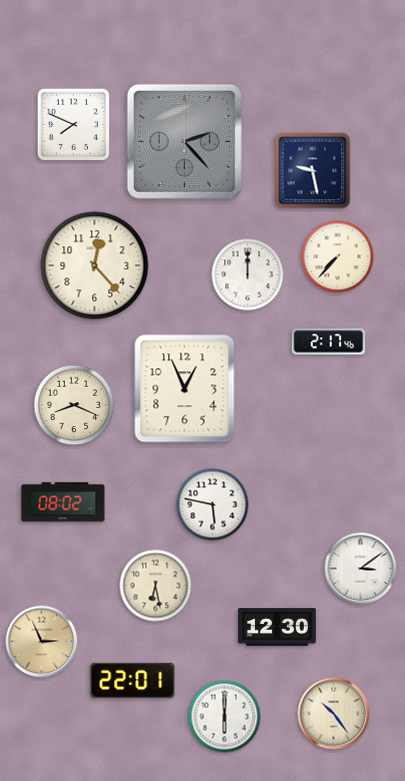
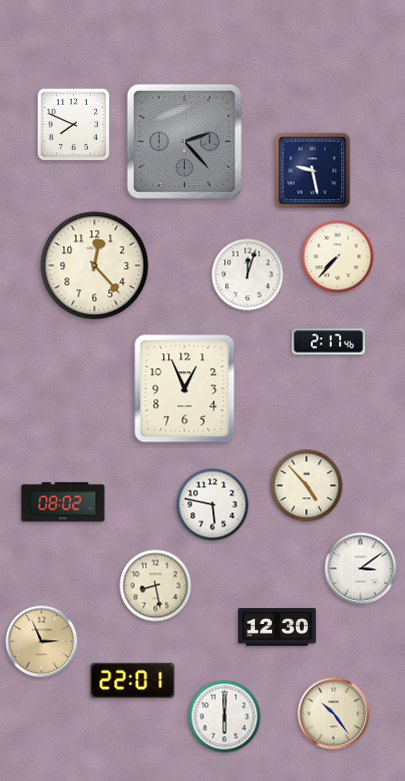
clock at (248, 275): 12:00 -> 12:03
clock at (74, 405): 8:19 -> none
clock at (307, 486): none -> 4:53
clock at (156, 586): 6:28 -> 8:28
